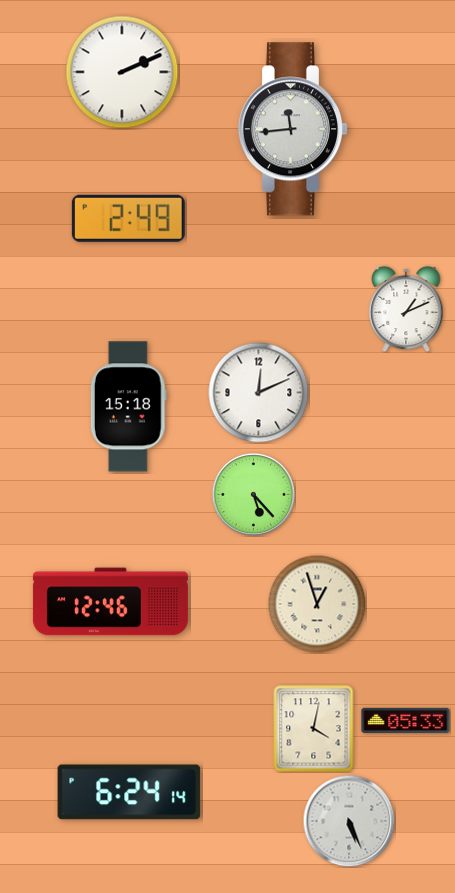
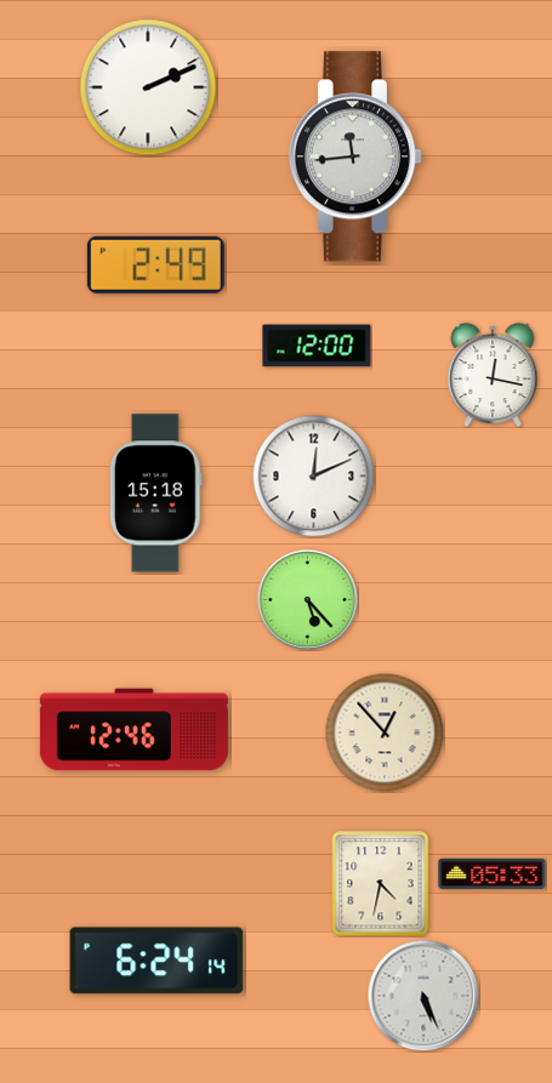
clock at (317, 346): none -> 12:00
clock at (406, 309): 1:11 -> 12:17
clock at (317, 604): 12:57 -> 12:53
clock at (314, 729): 4:02 -> 4:32
